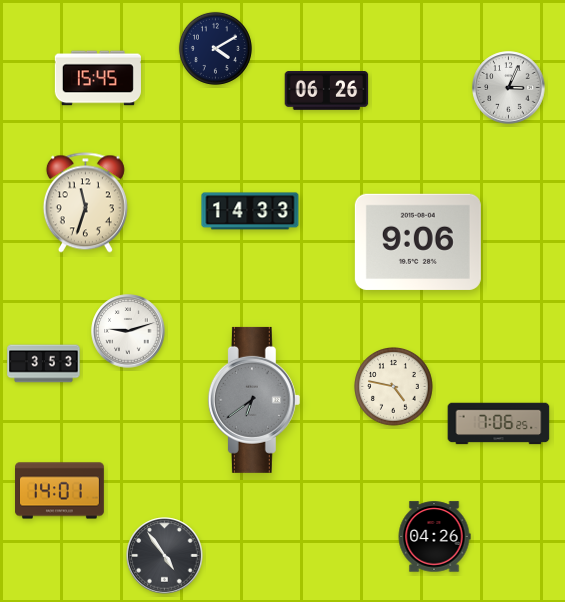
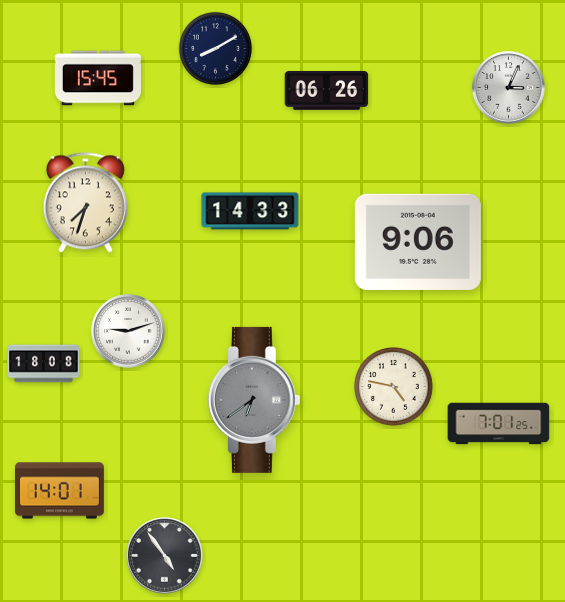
clock at (215, 48): 4:10 -> 8:10
clock at (85, 203): 11:33 -> 7:33
clock at (44, 364): 3:53 -> 18:08
clock at (499, 424): 7:06 -> 7:01
clock at (434, 537): 04:26 -> none
